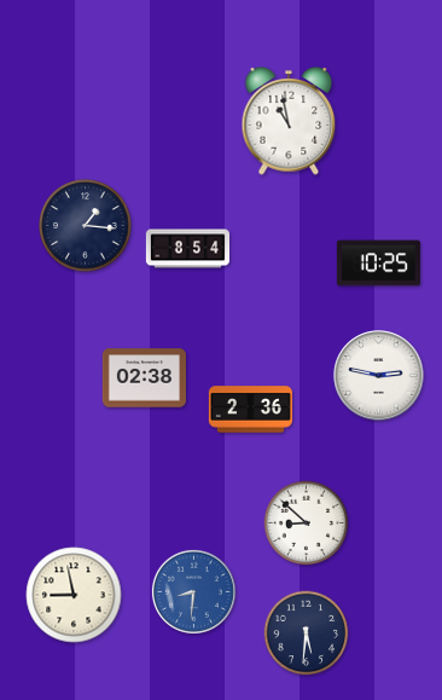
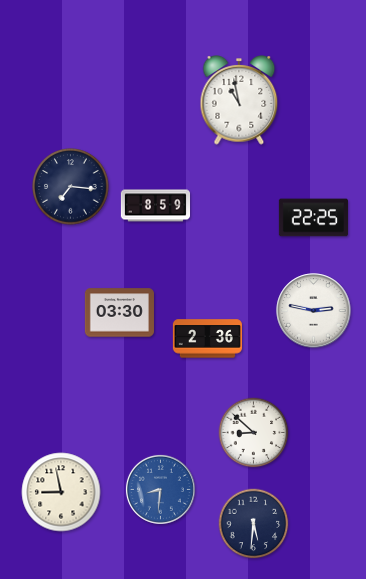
clock at (86, 226): 1:16 -> 7:16
clock at (187, 249): 8:54 -> 8:59
clock at (378, 264): 10:25 -> 22:25
clock at (144, 378): 02:38 -> 03:30
